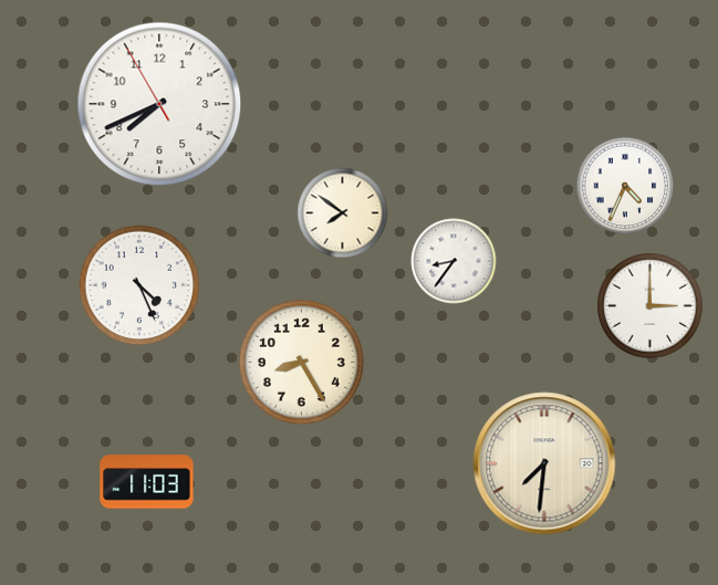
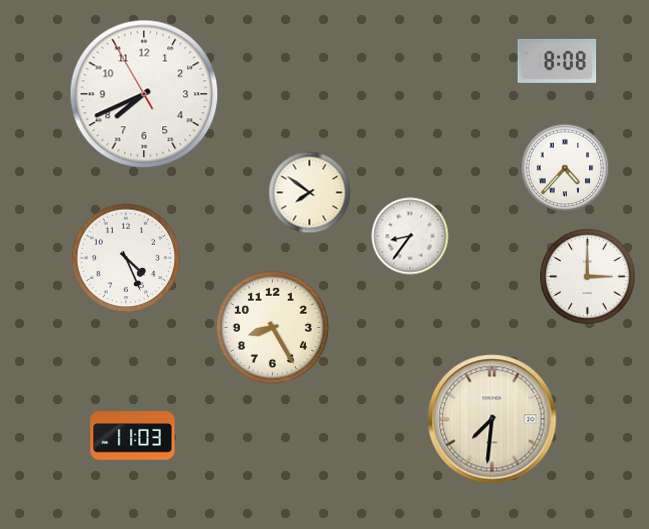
clock at (557, 61): none -> 8:08
clock at (625, 186): 4:34 -> 4:37
